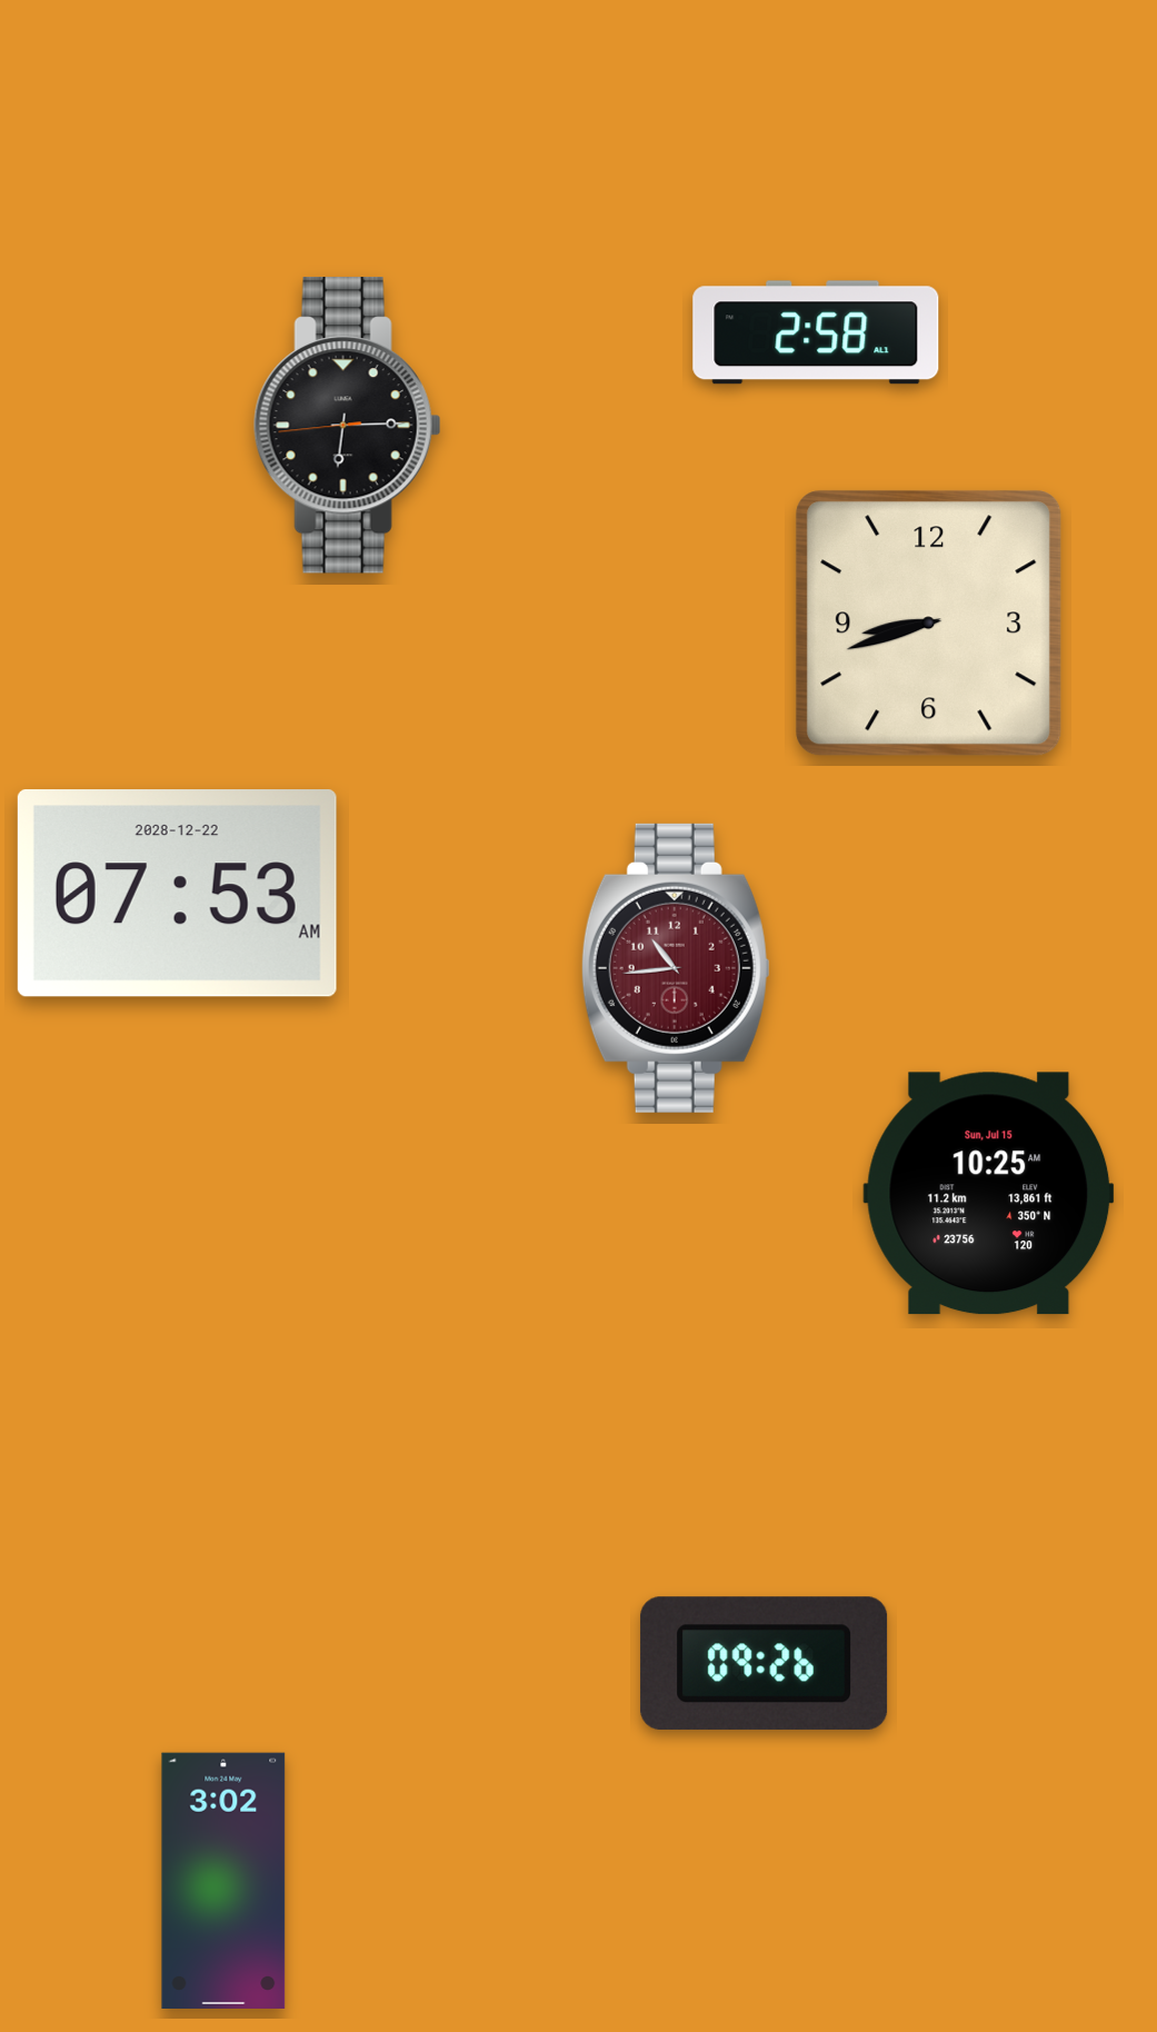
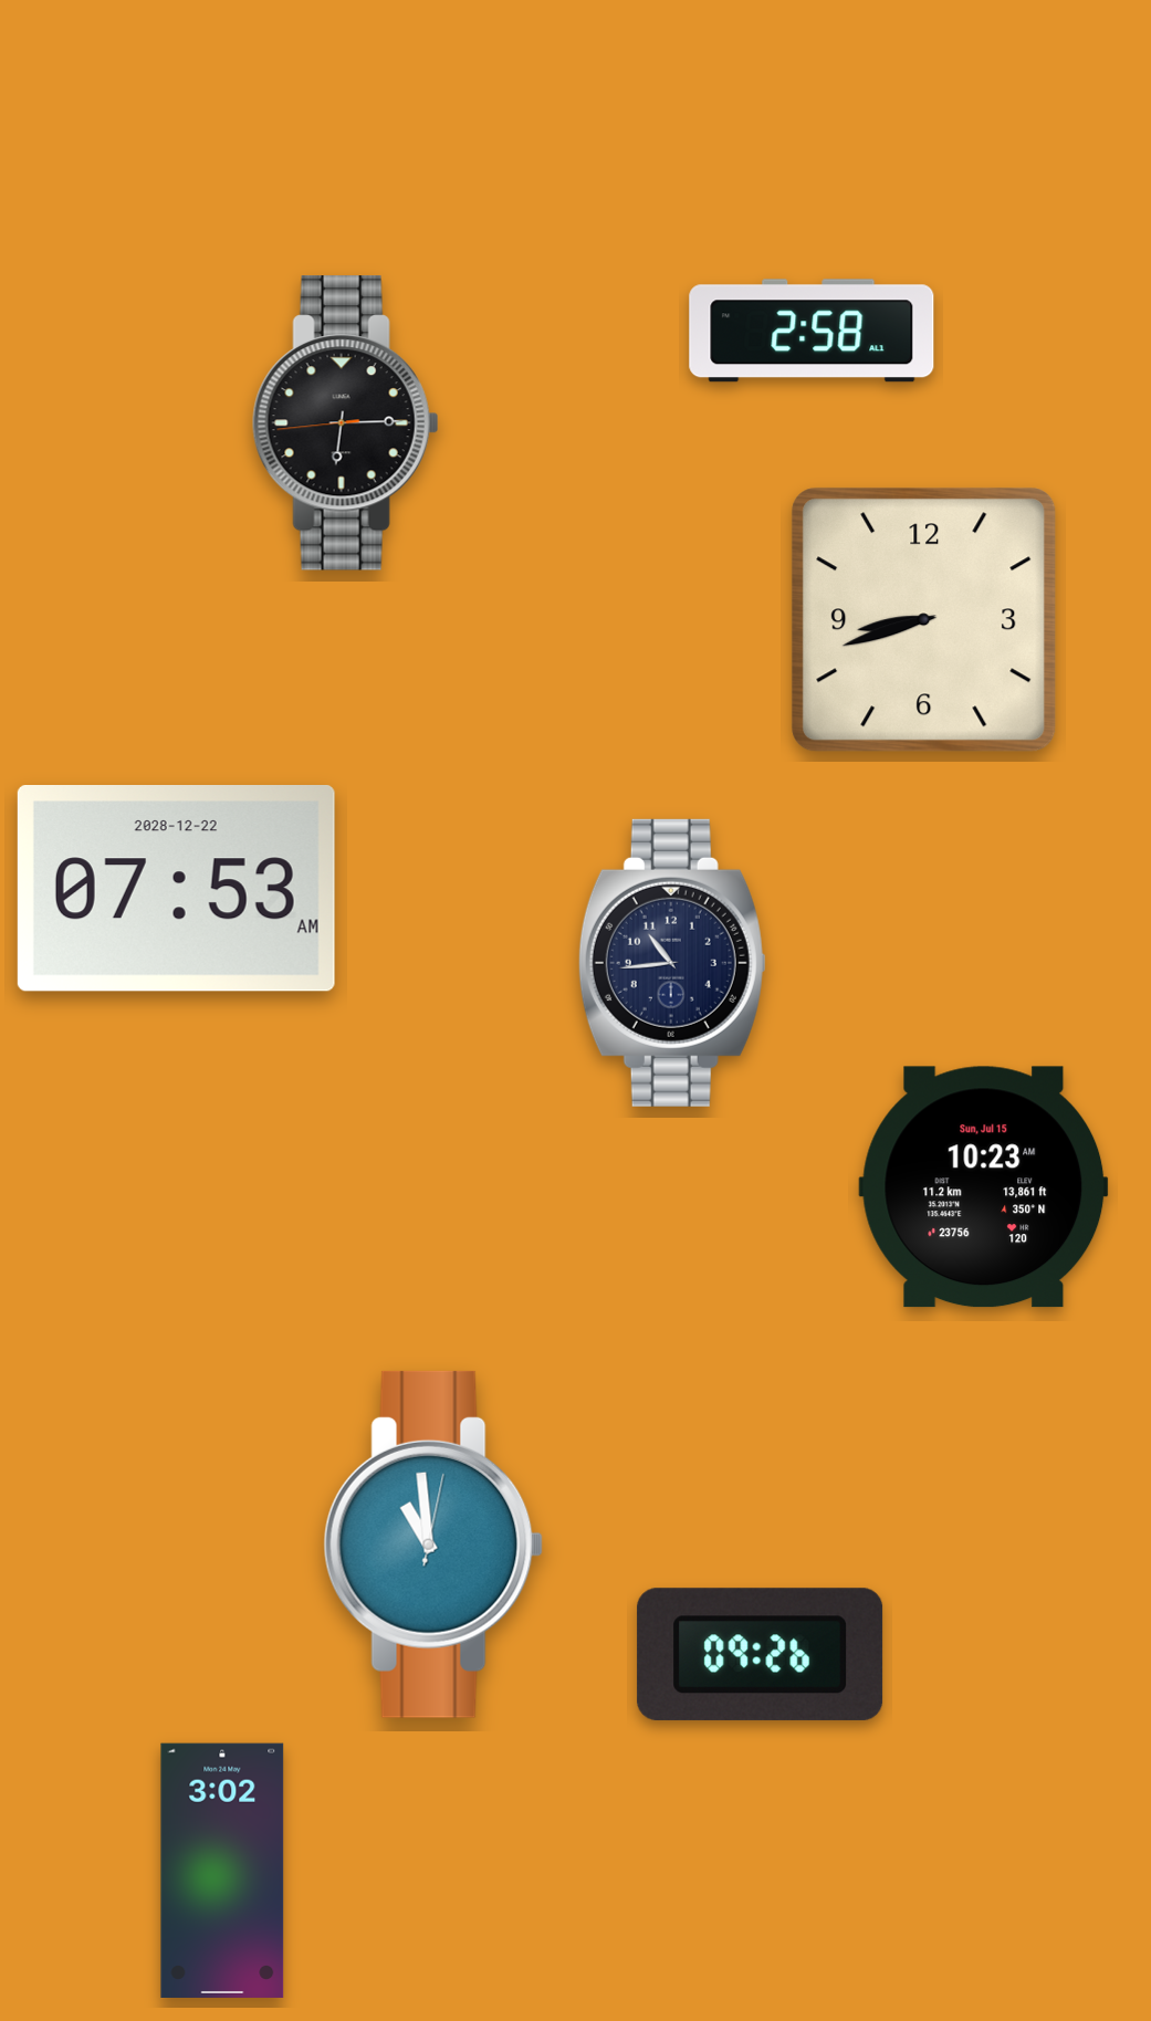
clock at (676, 968) dial: burgundy -> navy
clock at (989, 1194): 10:25 -> 10:23
clock at (433, 1544): none -> 10:59
